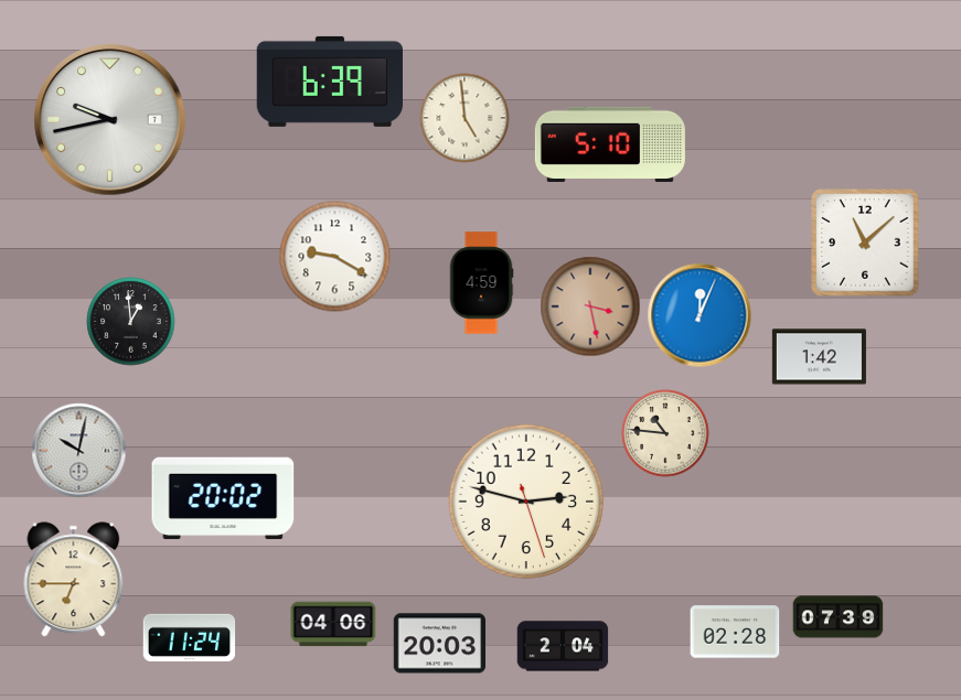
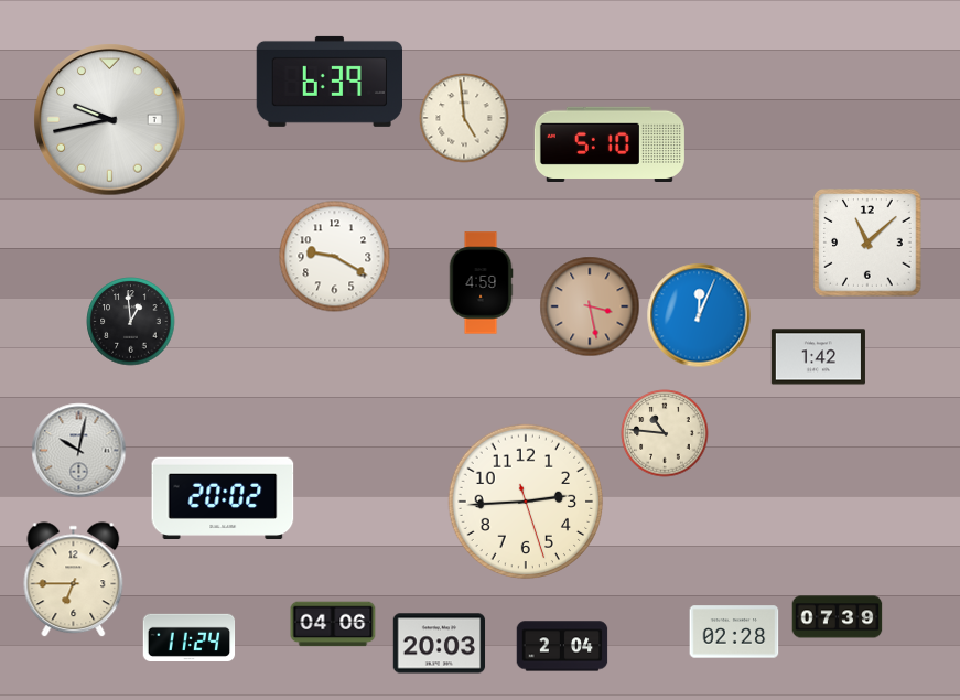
clock at (865, 243) position: (865, 243) -> (867, 243)
clock at (526, 502): 2:47 -> 2:44
